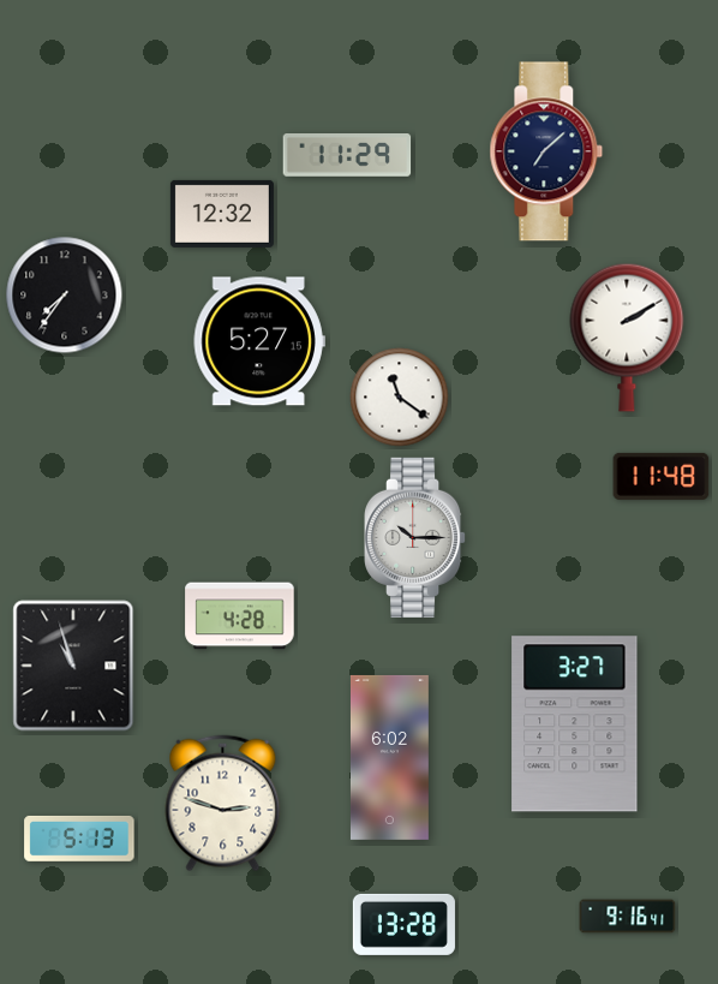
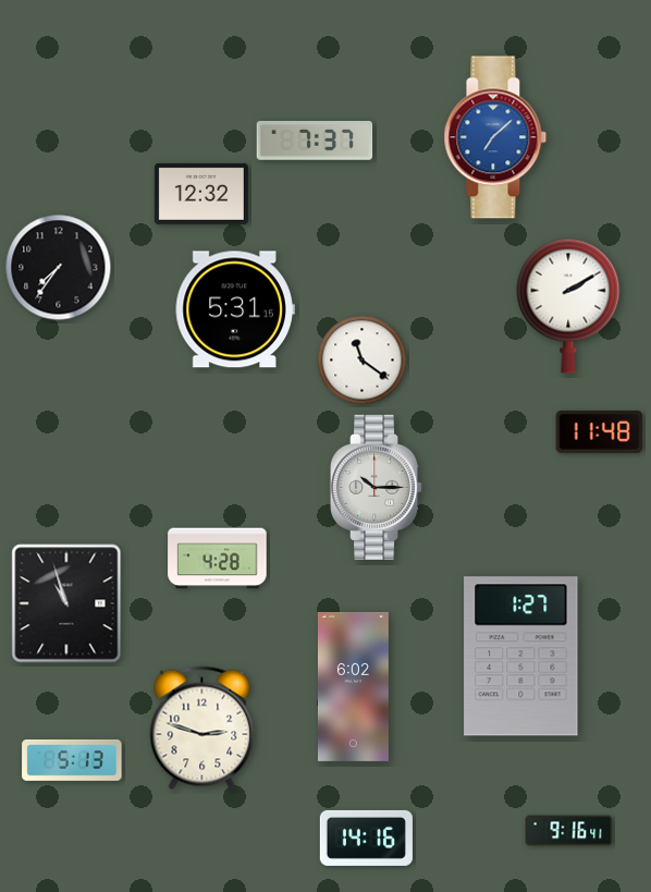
clock at (546, 151) dial: navy -> blue
clock at (347, 156): 11:29 -> 7:37
clock at (259, 341): 5:27 -> 5:31
clock at (575, 724): 3:27 -> 1:27
clock at (403, 924): 13:28 -> 14:16
